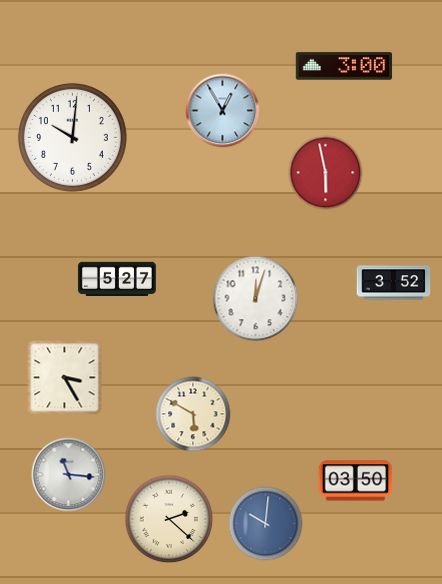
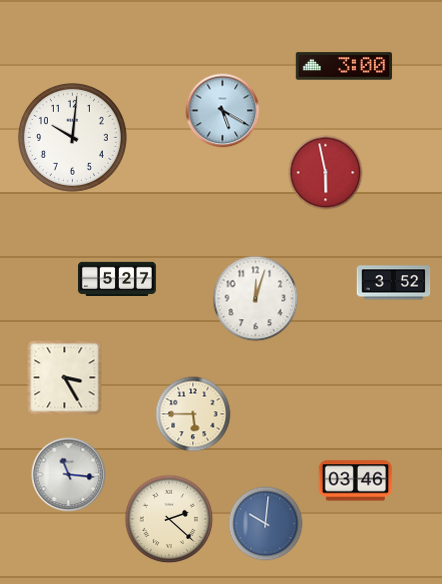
clock at (223, 111): 12:55 -> 5:20
clock at (193, 414): 5:50 -> 5:45
clock at (356, 481): 03:50 -> 03:46
